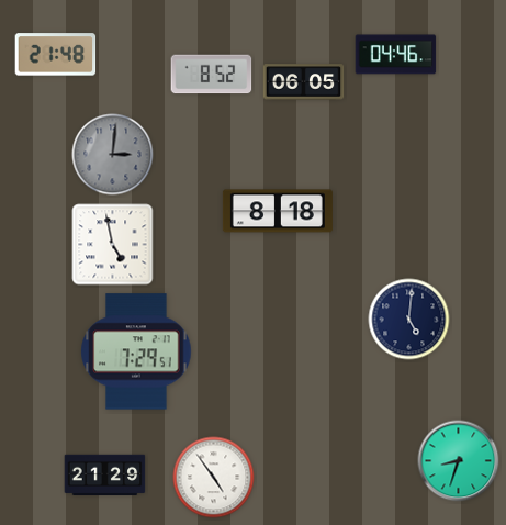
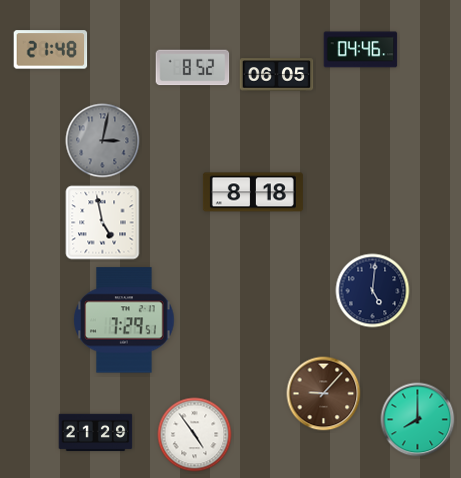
clock at (113, 155): 3:01 -> 3:02
clock at (324, 394): none -> 9:07
clock at (459, 461): 8:33 -> 8:00
